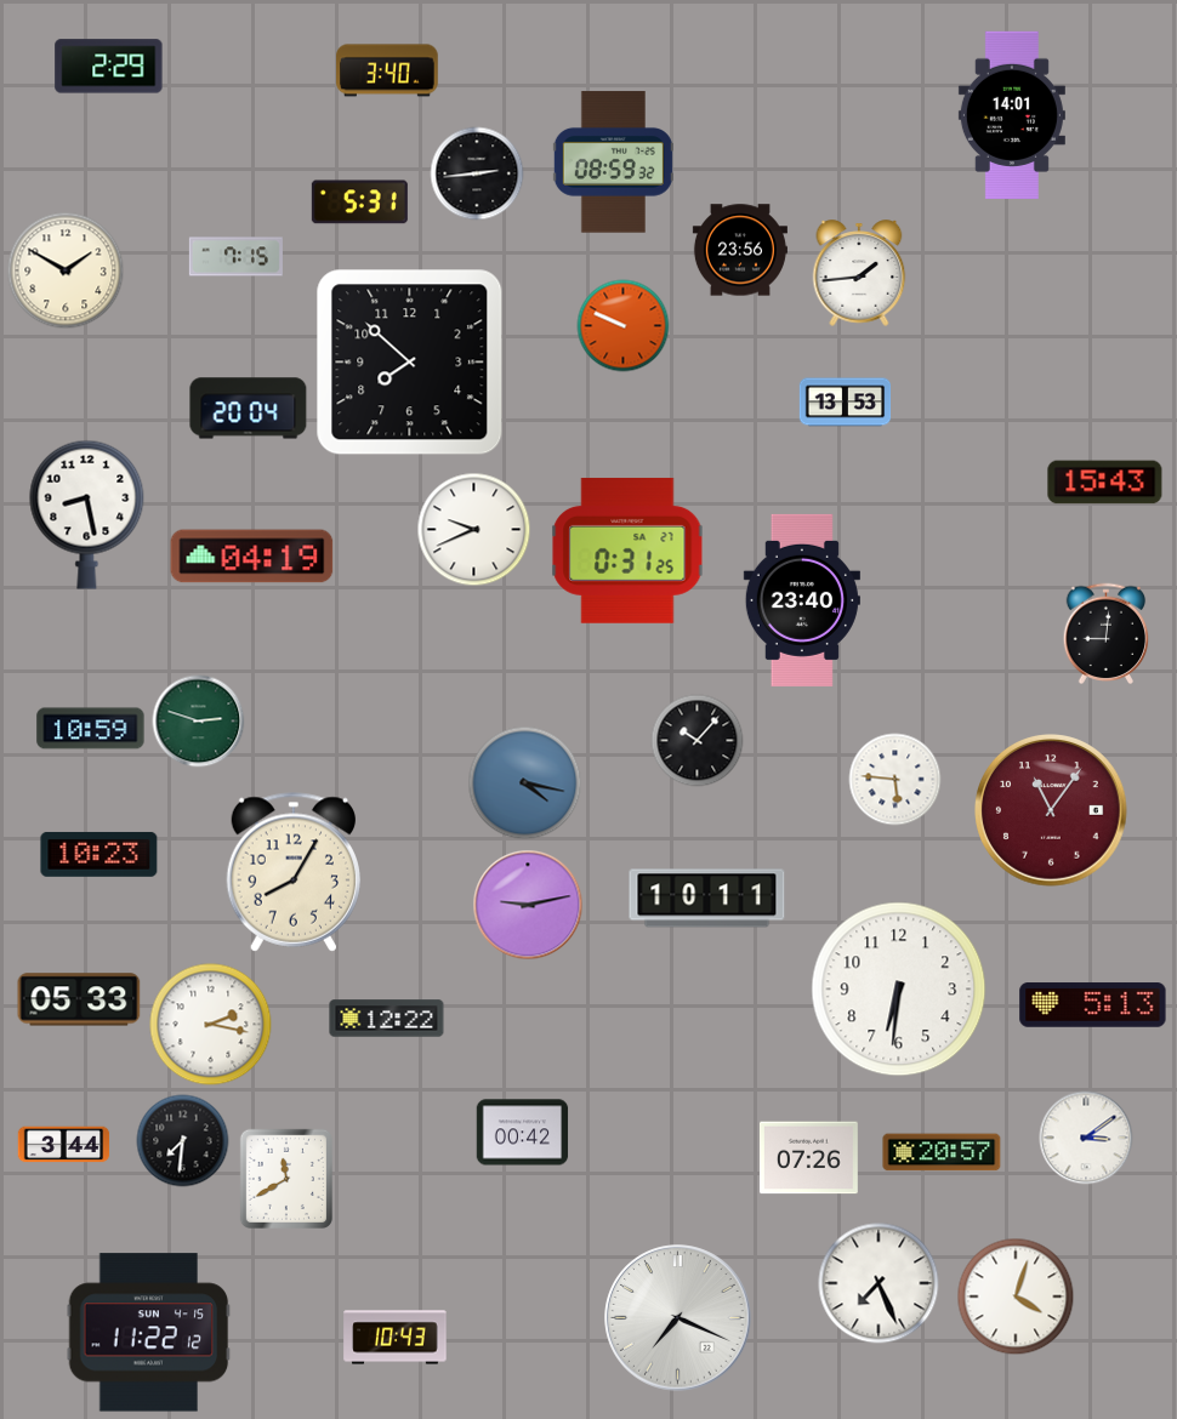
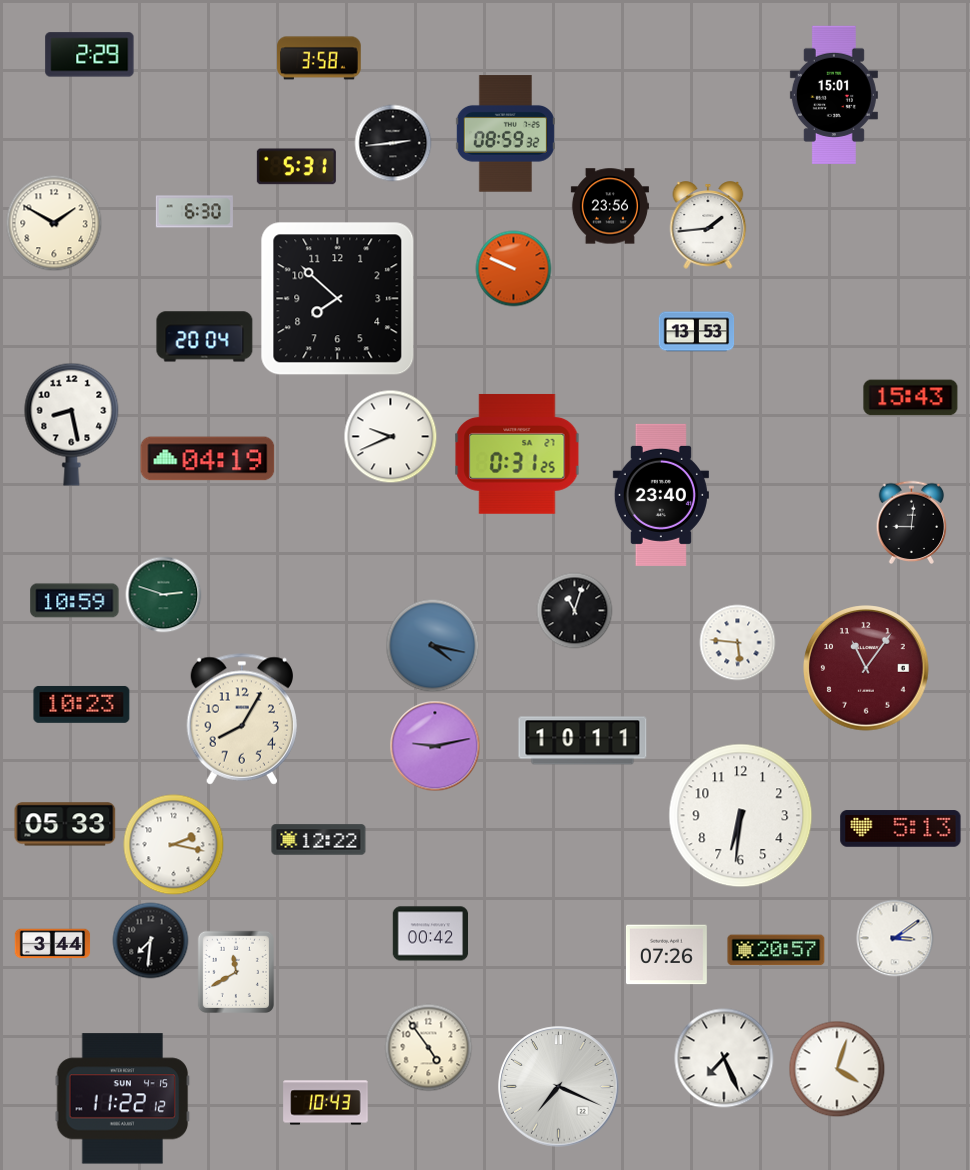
clock at (387, 70): 3:40 -> 3:58
clock at (1012, 114): 14:01 -> 15:01
clock at (235, 257): 7:15 -> 6:30
clock at (698, 741): 10:07 -> 11:03
clock at (429, 1048): none -> 4:54
